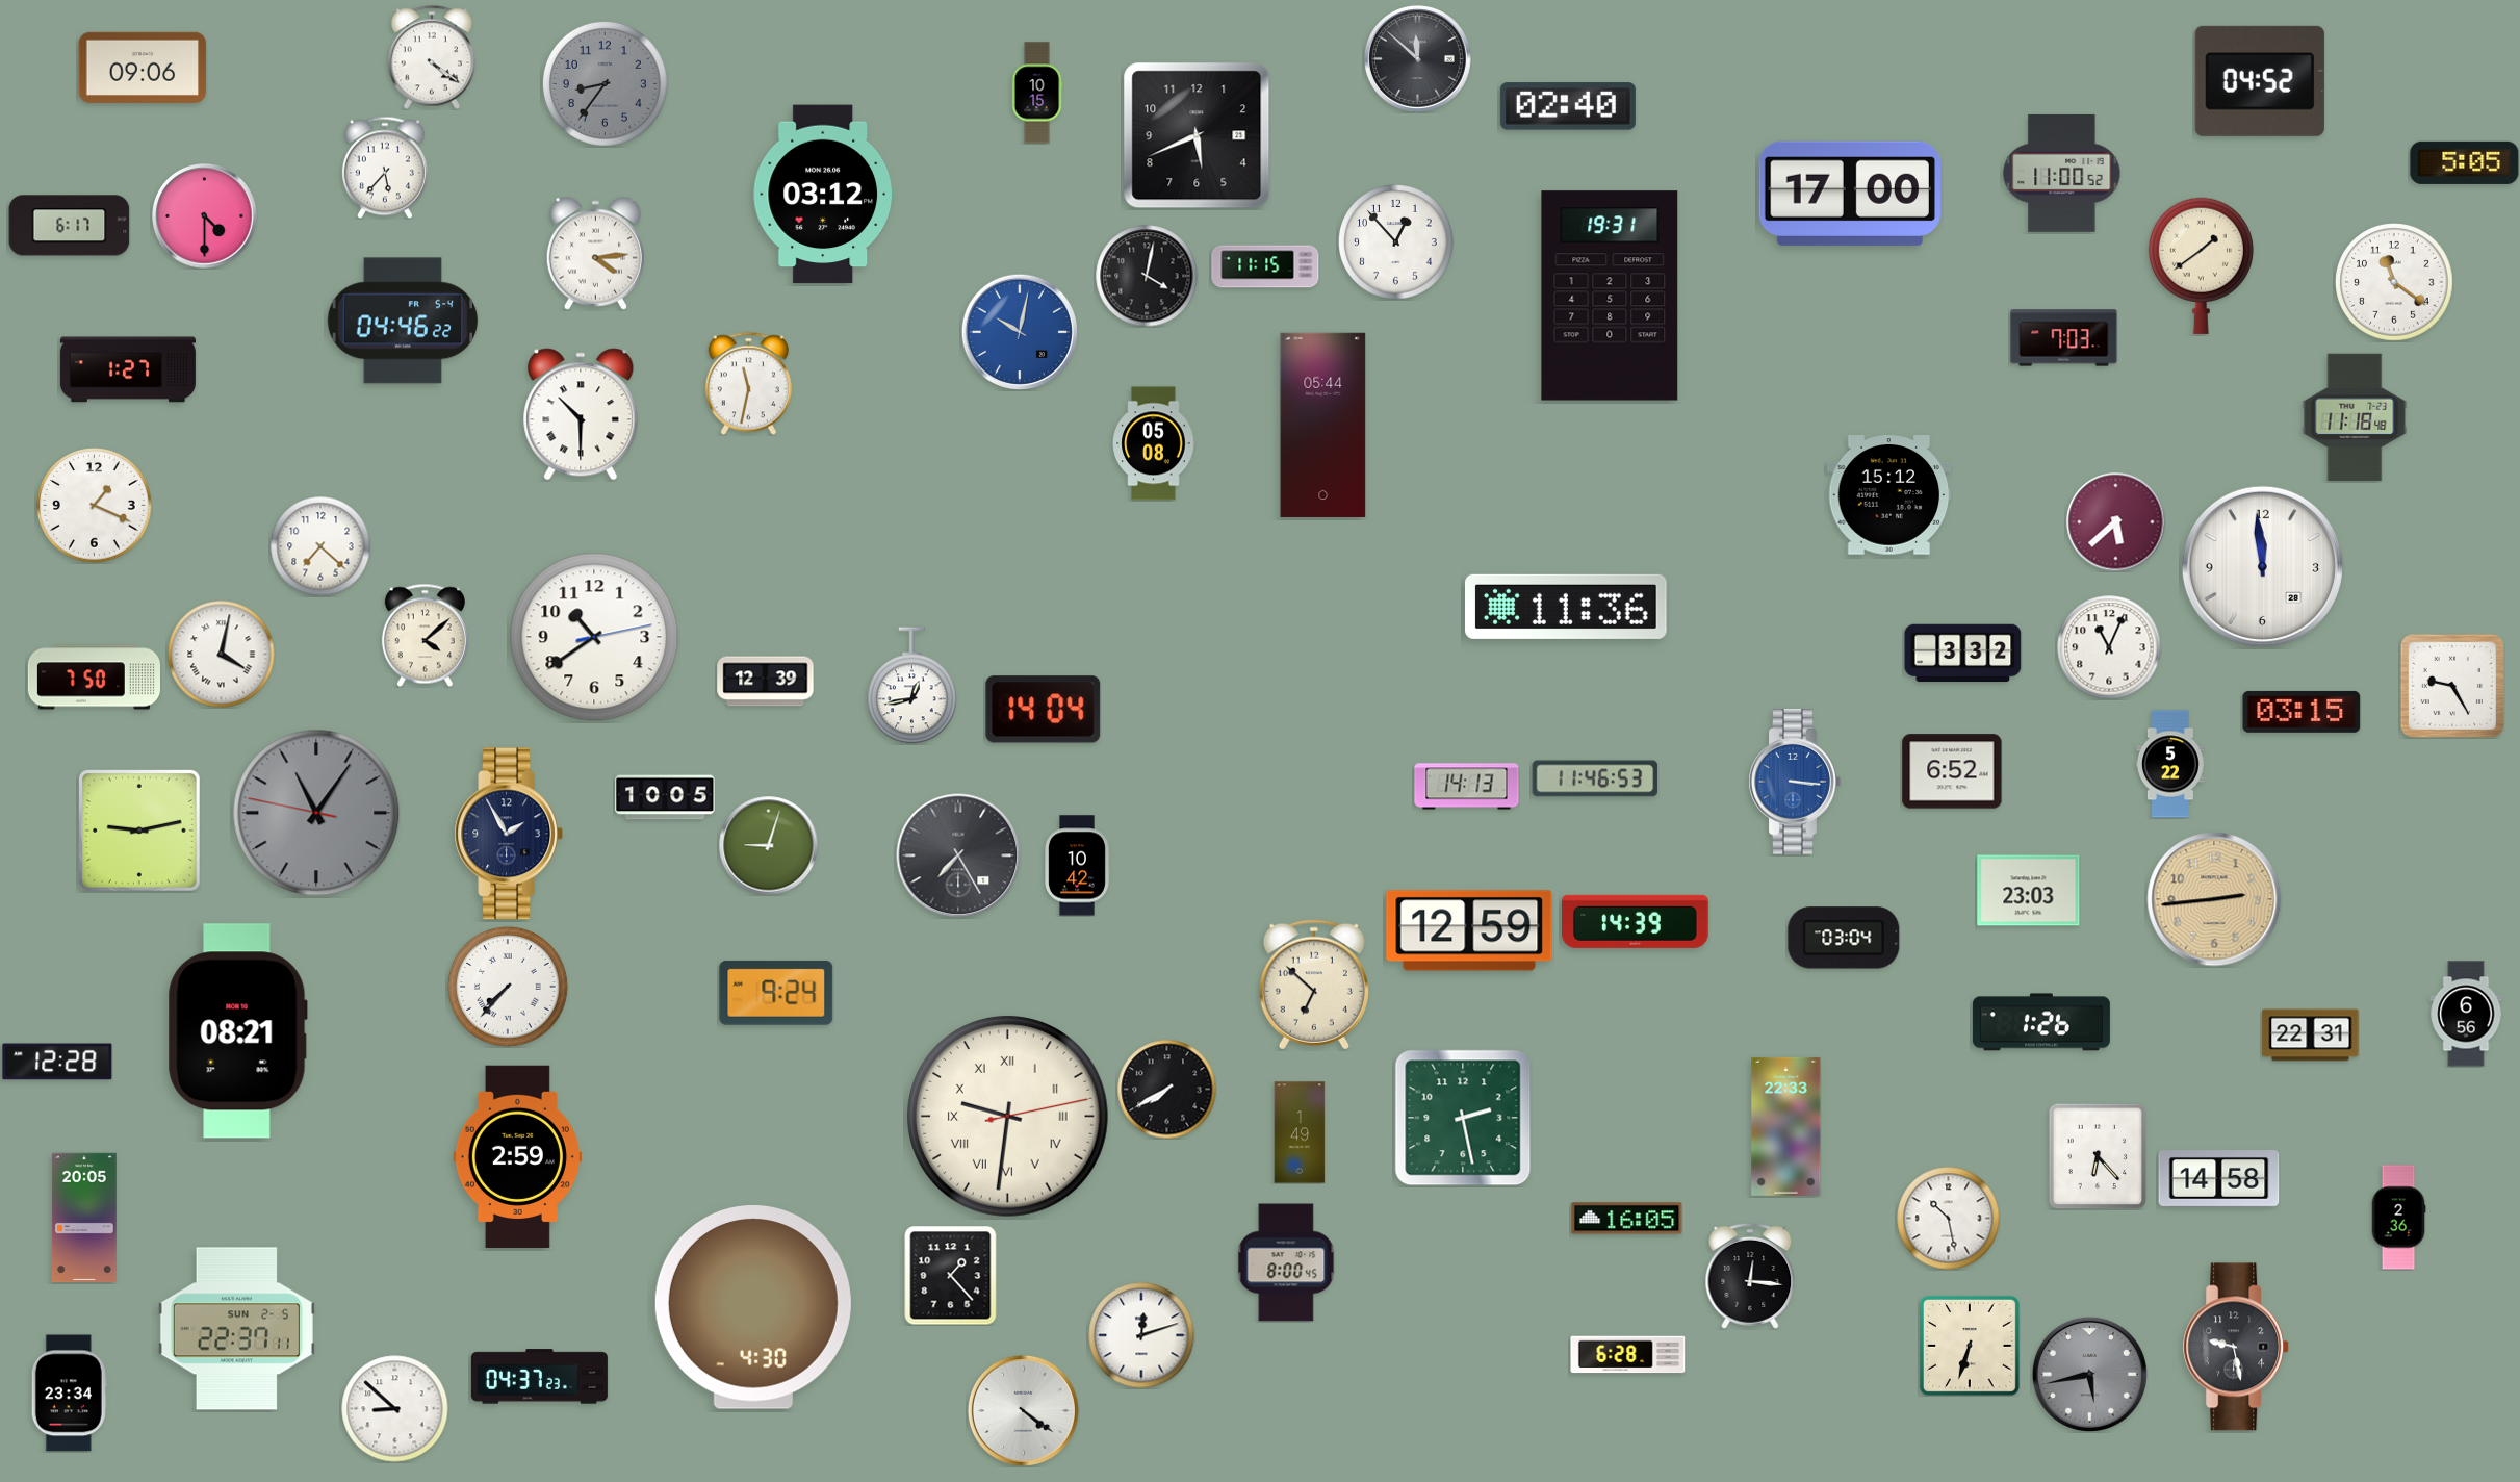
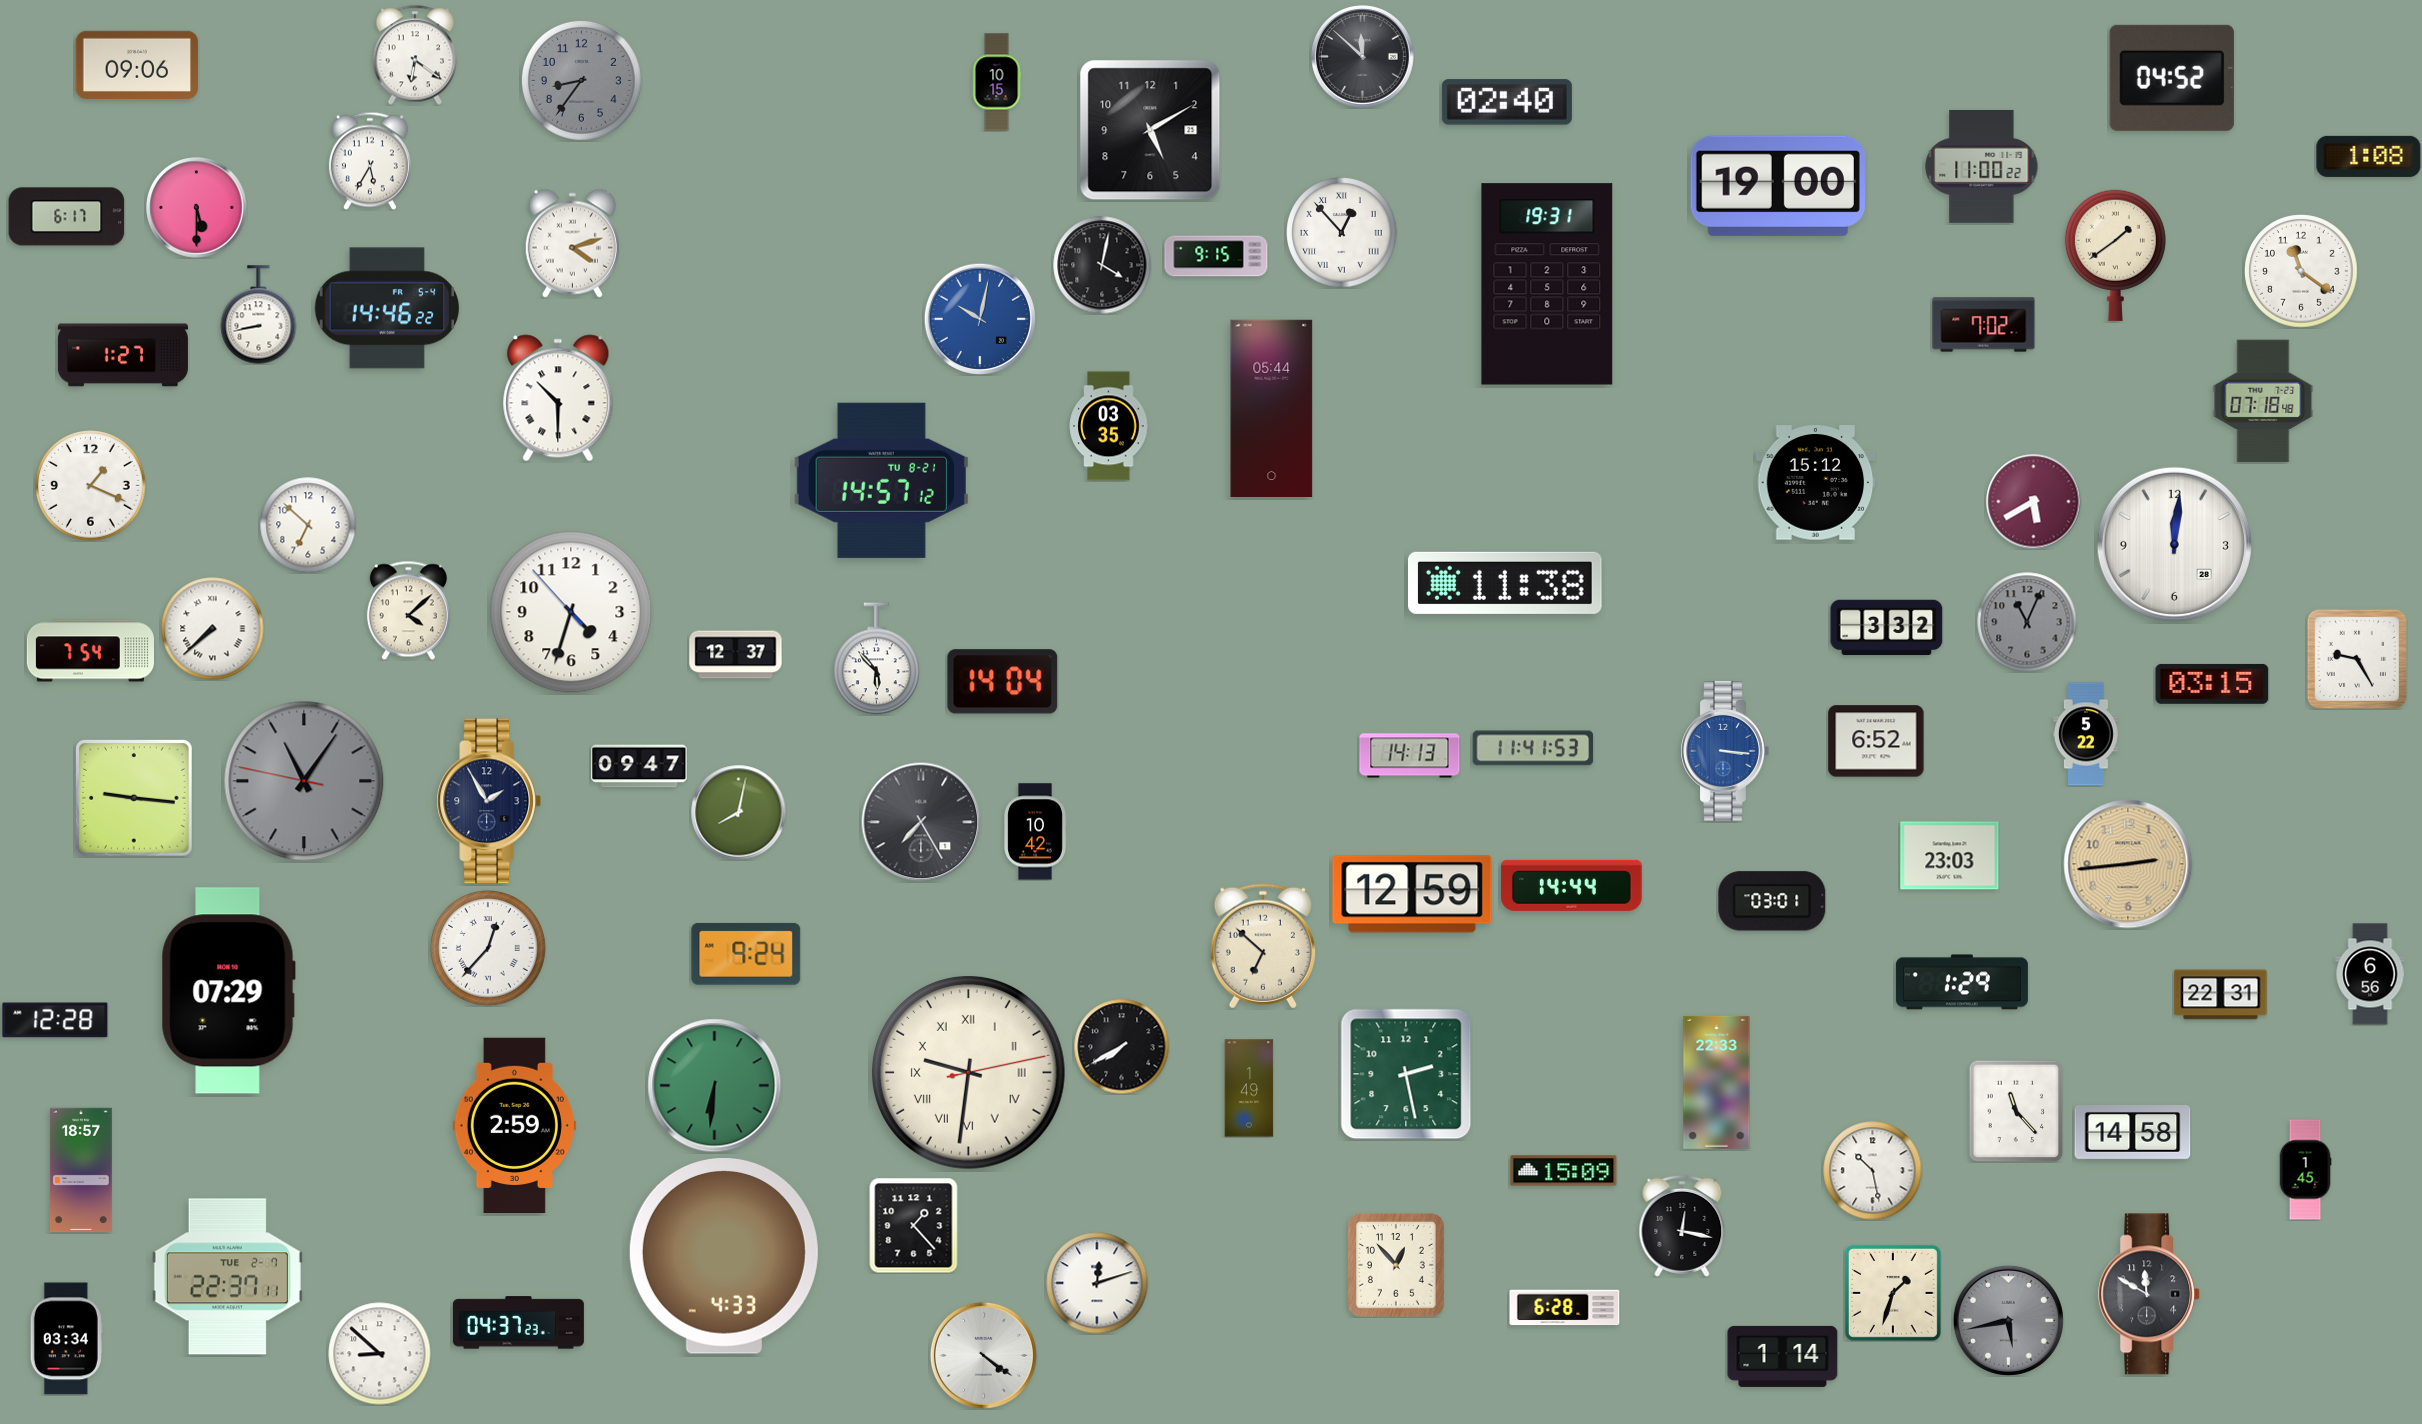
clock at (431, 57): 4:21 -> 6:21
clock at (1037, 93) position: (1037, 93) -> (997, 82)
clock at (1197, 135): 5:41 -> 5:10
clock at (2465, 162): 5:05 -> 1:08
clock at (385, 168): 5:37 -> 5:35
clock at (2062, 173): 11:00:52 -> 11:00:22
clock at (1850, 194): 17:00 -> 19:00
clock at (823, 195): 03:12 -> none
clock at (205, 216): 4:30 -> 5:30
clock at (1396, 242) numerals: Arabic -> Roman
clock at (595, 253): 4:14 -> 4:12
clock at (1265, 266): 11:15 -> 9:15
clock at (403, 321): 04:46 -> 14:46
clock at (259, 315): none -> 8:43
clock at (2064, 338): 7:03 -> 7:02
clock at (748, 383): 11:32 -> none
clock at (2355, 417): 11:18 -> 07:18
clock at (1154, 443): 05:08 -> 03:35
clock at (1889, 495) position: (1889, 495) -> (1816, 483)
clock at (881, 480): none -> 14:57
clock at (2115, 521): 5:38 -> 5:40
clock at (320, 546): 7:22 -> 6:52
clock at (2262, 566): 11:59 -> 12:01
clock at (1567, 607): 11:36 -> 11:38
clock at (594, 637): 10:39 -> 4:32
clock at (2109, 647) dial: white -> grey
clock at (222, 655): 4:02 -> 7:38
clock at (94, 678): 7:50 -> 7:54
clock at (766, 682): 12:39 -> 12:37
clock at (912, 686): 12:43 -> 5:53
clock at (1595, 778): 11:46 -> 11:41
clock at (665, 797): 10:05 -> 09:47
clock at (140, 832): 9:13 -> 9:16
clock at (768, 845): 9:03 -> 8:02
clock at (1636, 921): 14:39 -> 14:44
clock at (1844, 938): 03:04 -> 03:01
clock at (509, 988): 7:37 -> 12:37
clock at (2041, 1022): 1:26 -> 1:29
clock at (237, 1031): 08:21 -> 07:29
clock at (715, 1086): none -> 6:31
clock at (2098, 1156): 6:23 -> 11:23
clock at (517, 1157) position: (517, 1157) -> (514, 1126)
clock at (85, 1218): 20:05 -> 18:57
clock at (2398, 1218): 2:36 -> 1:45
clock at (1627, 1219): 16:05 -> 15:09
clock at (1286, 1262): 8:00 -> none
clock at (1750, 1276): 12:16 -> 12:17
clock at (753, 1308): 4:30 -> 4:33
clock at (1396, 1265): none -> 12:53
clock at (236, 1329) date: SUN 2-5 -> TUE 2-7
clock at (1970, 1346): 6:33 -> 1:33
clock at (2237, 1347): 9:28 -> 11:50
clock at (1628, 1355) position: (1628, 1355) -> (1565, 1308)
clock at (69, 1394): 23:34 -> 03:34
clock at (1783, 1356): none -> 1:14
